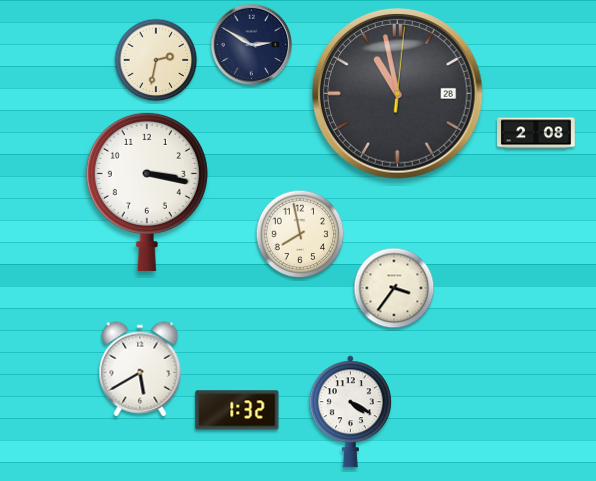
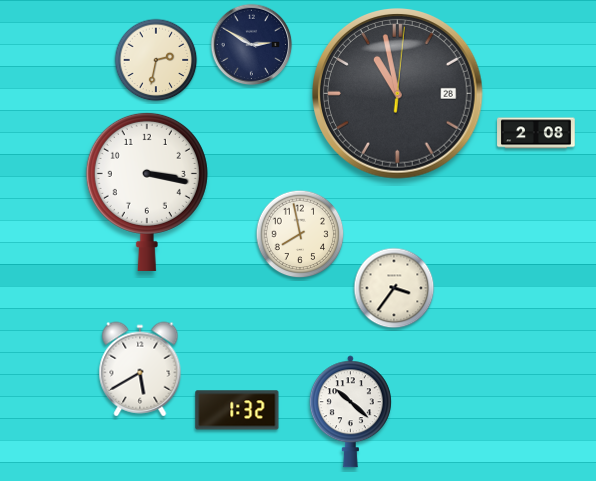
clock at (350, 412): 4:20 -> 10:22
